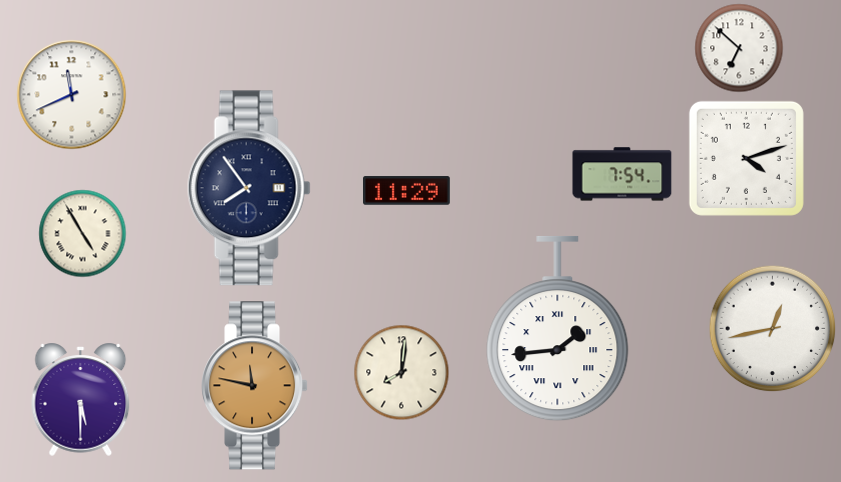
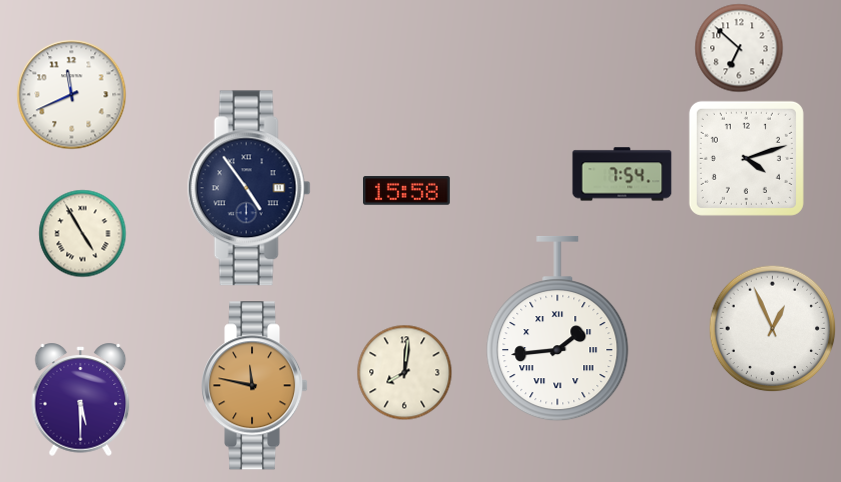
clock at (249, 188): 7:54 -> 4:54
clock at (407, 191): 11:29 -> 15:58
clock at (773, 329): 12:43 -> 12:56
clock at (402, 373) position: (402, 373) -> (405, 373)
